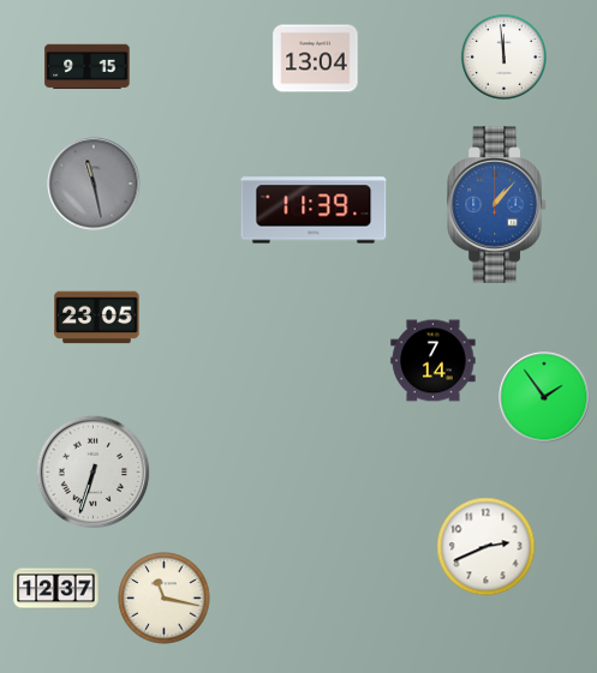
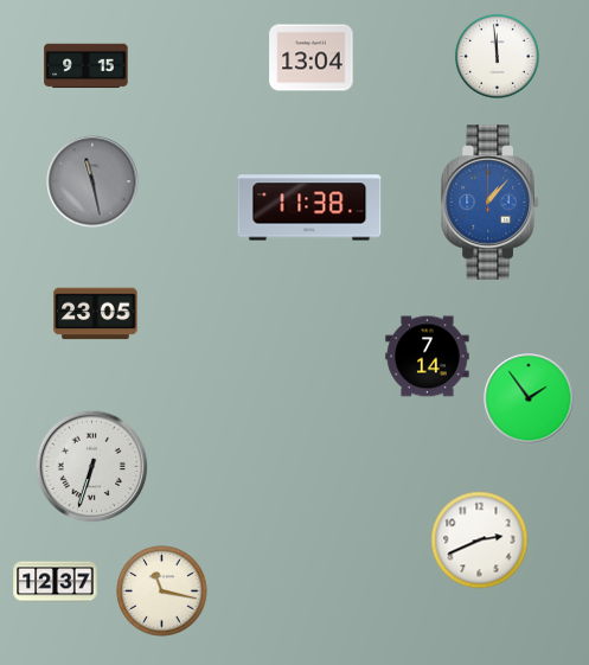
clock at (314, 210): 11:39 -> 11:38
clock at (544, 397) position: (544, 397) -> (529, 398)
